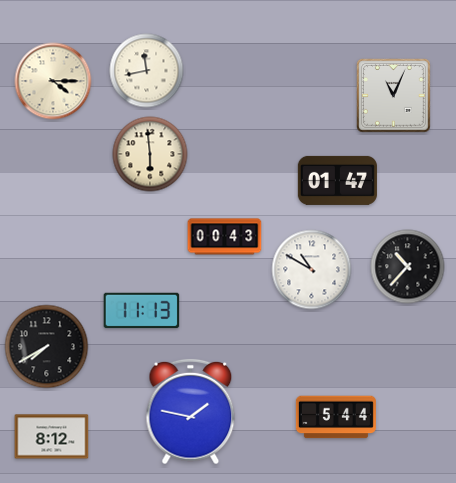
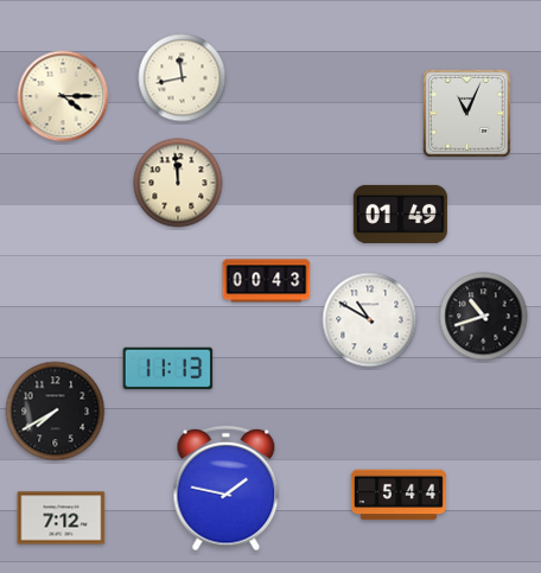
clock at (147, 71) position: (147, 71) -> (183, 78)
clock at (150, 154): 5:59 -> 11:59
clock at (337, 180): 01:47 -> 01:49
clock at (408, 267): 10:37 -> 10:42
clock at (52, 437): 8:12 -> 7:12
